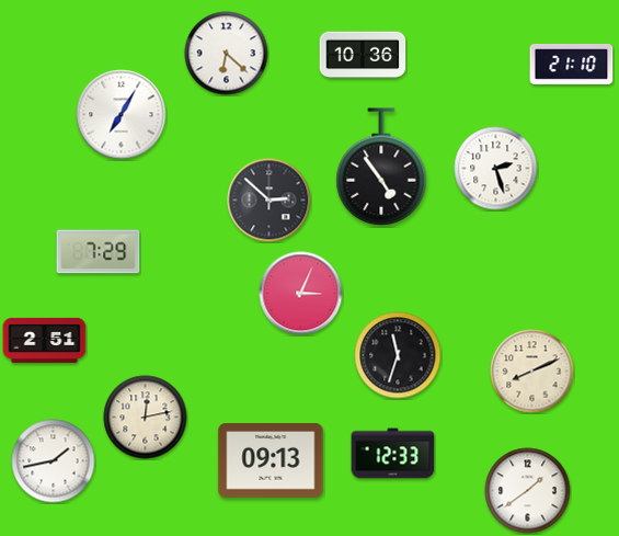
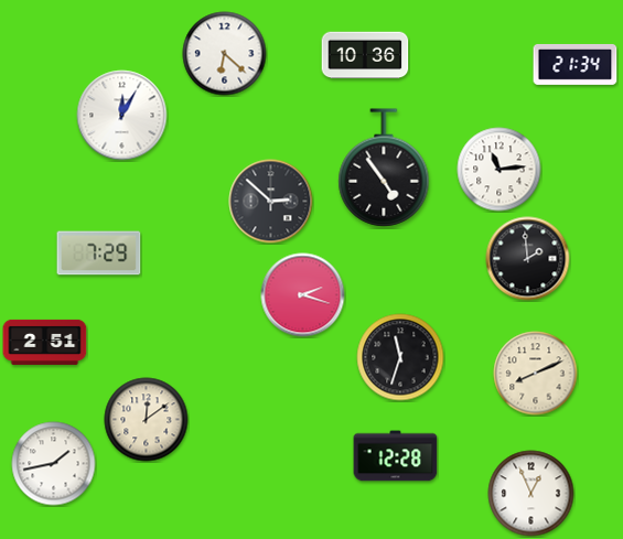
clock at (227, 54) position: (227, 54) -> (225, 54)
clock at (572, 64): 21:10 -> 21:34
clock at (122, 115): 7:05 -> 12:05
clock at (496, 169): 2:27 -> 11:14
clock at (528, 259): none -> 1:59
clock at (301, 294): 3:04 -> 2:18
clock at (146, 418): 12:13 -> 12:09
clock at (393, 454): 12:33 -> 12:28
clock at (271, 461): 09:13 -> none
clock at (528, 491): 1:39 -> 12:56
